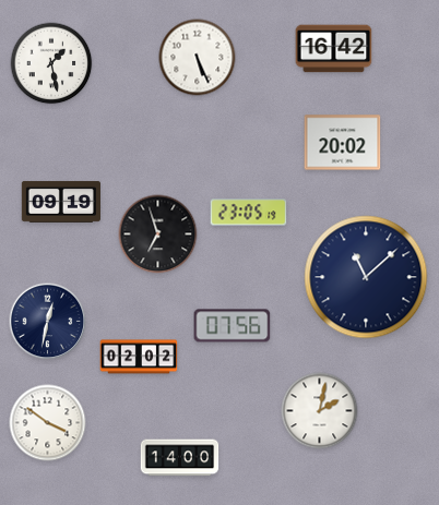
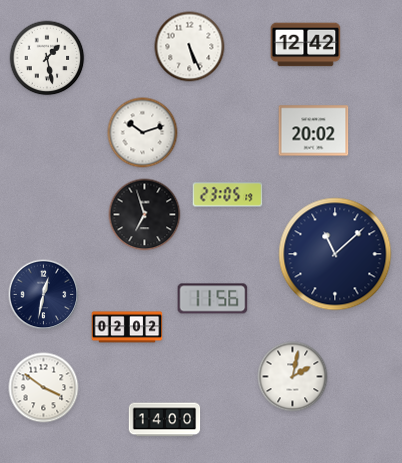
clock at (334, 49): 16:42 -> 12:42
clock at (198, 58) position: (198, 58) -> (190, 47)
clock at (143, 133): none -> 10:12
clock at (61, 202): 09:19 -> none
clock at (233, 326): 07:56 -> 11:56
